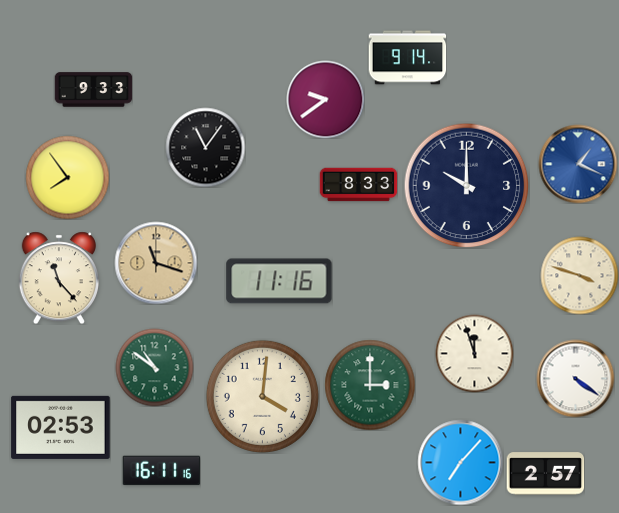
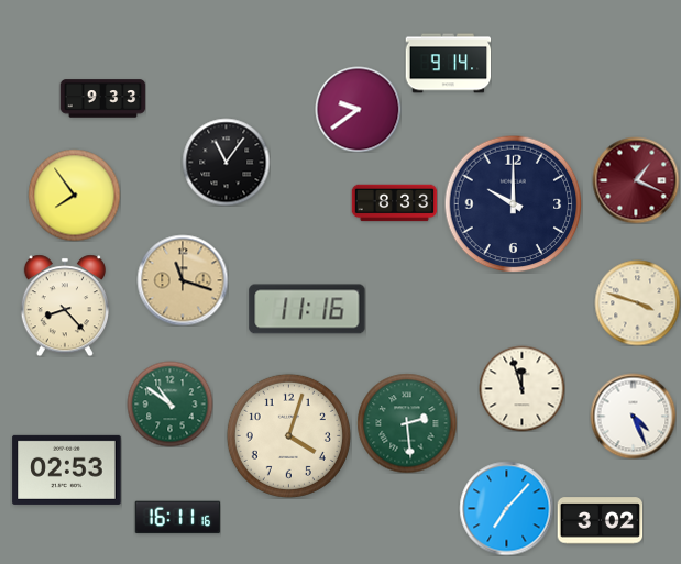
clock at (578, 164) dial: blue -> burgundy
clock at (156, 263) position: (156, 263) -> (183, 280)
clock at (59, 278): 11:23 -> 8:23
clock at (575, 378): 4:21 -> 4:26
clock at (370, 385): 3:00 -> 2:29
clock at (262, 396): 4:01 -> 4:03
clock at (545, 474): 2:57 -> 3:02
